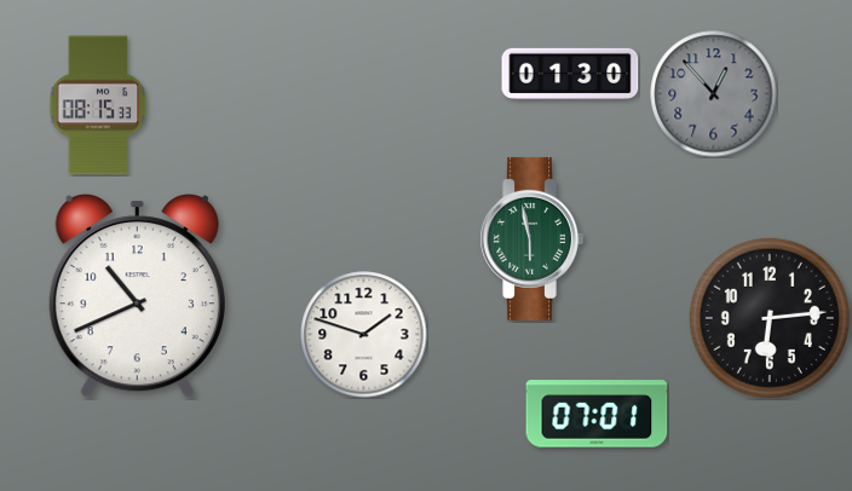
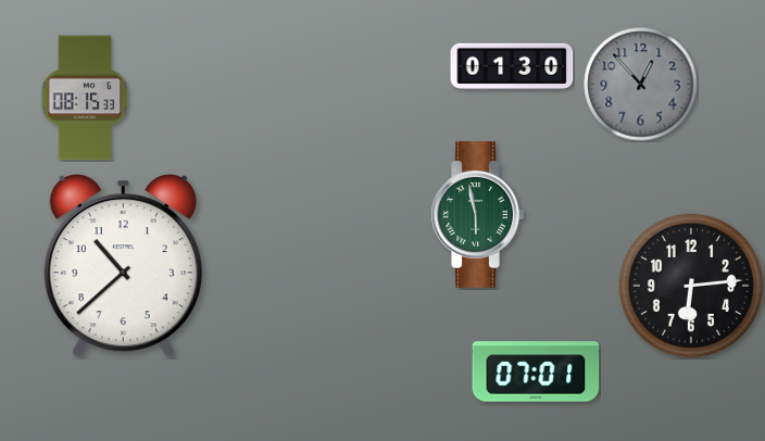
clock at (98, 105) position: (98, 105) -> (85, 98)
clock at (137, 296): 10:41 -> 10:38
clock at (364, 335): 1:48 -> none
